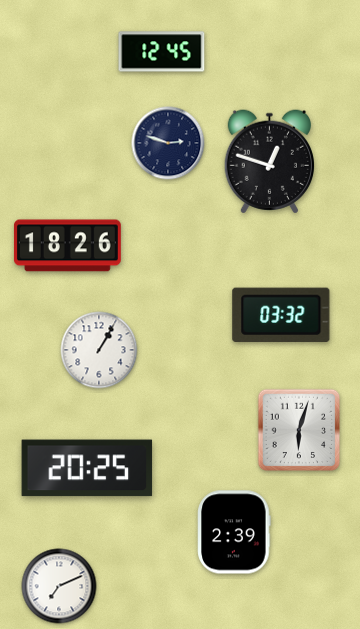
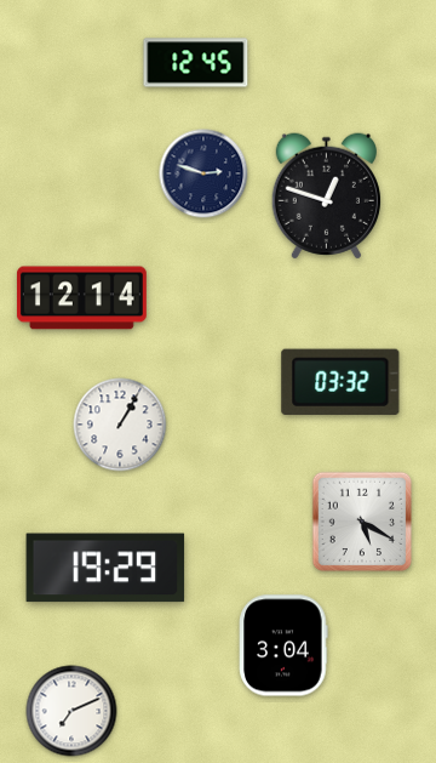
clock at (67, 246): 18:26 -> 12:14
clock at (298, 429): 6:03 -> 5:20
clock at (87, 468): 20:25 -> 19:29
clock at (234, 532): 2:39 -> 3:04
